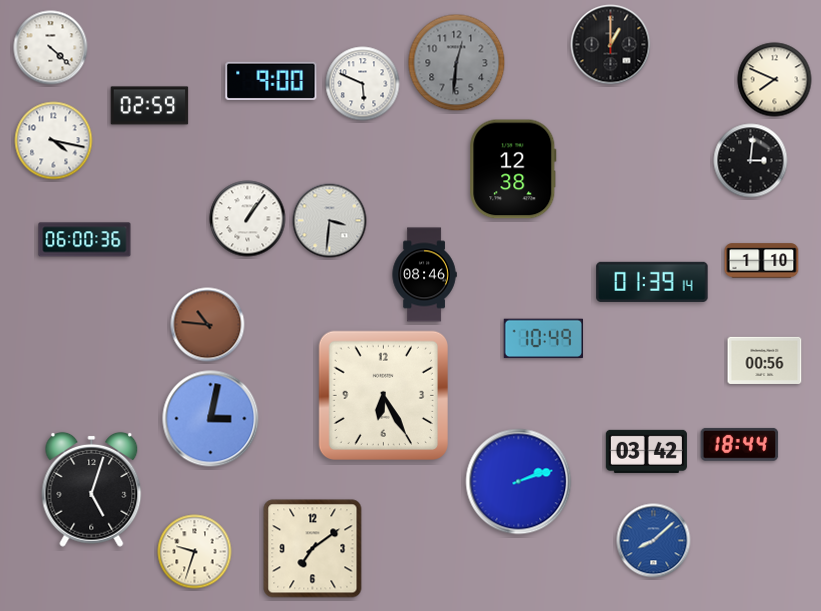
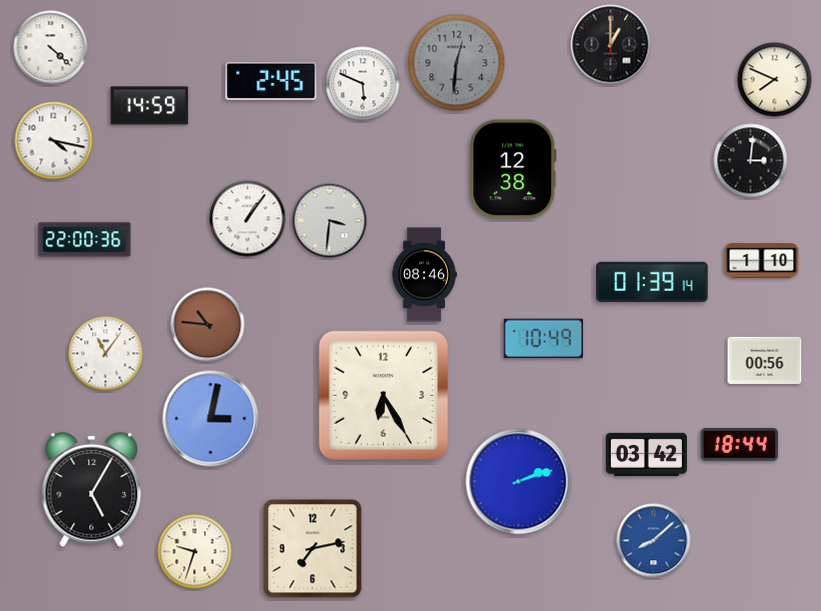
clock at (271, 81): 9:00 -> 2:45
clock at (150, 106): 02:59 -> 14:59
clock at (85, 240): 06:00 -> 22:00
clock at (106, 354): none -> 11:06
clock at (646, 451) position: (646, 451) -> (646, 454)
clock at (92, 489): 5:03 -> 5:05
clock at (313, 549): 7:09 -> 7:13
